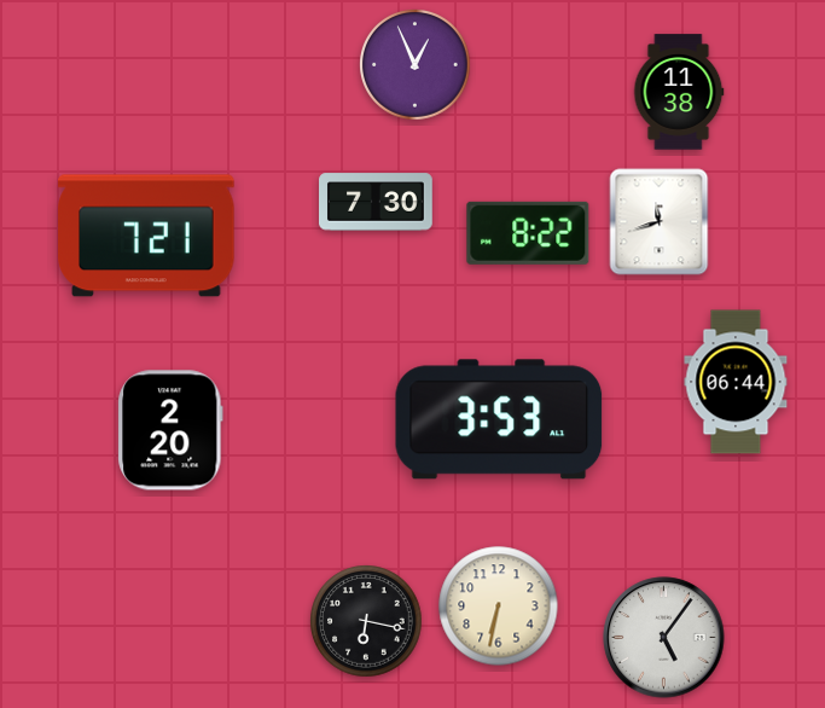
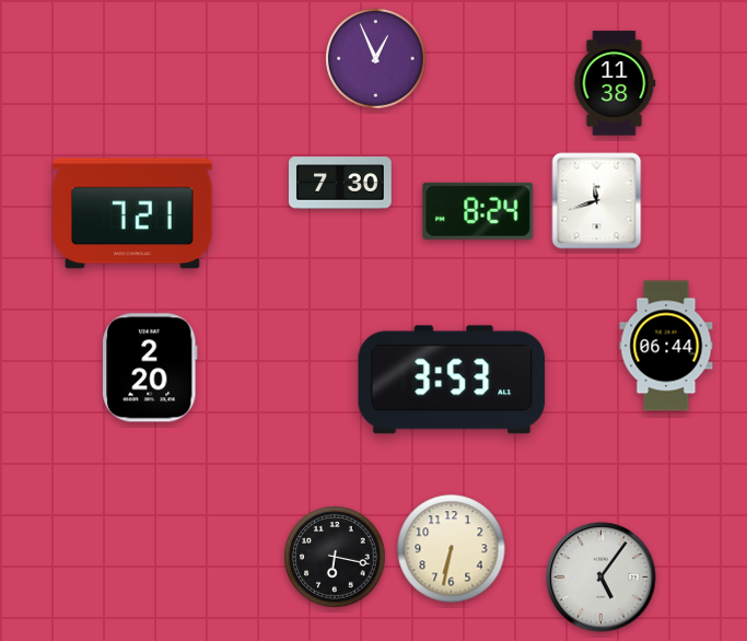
clock at (528, 233): 8:22 -> 8:24
clock at (170, 430) position: (170, 430) -> (150, 368)
clock at (366, 621) position: (366, 621) -> (335, 557)
